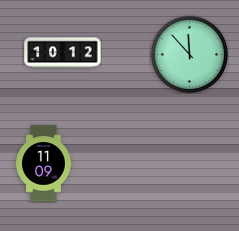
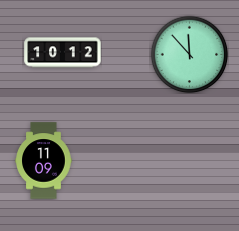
clock at (44, 164) position: (44, 164) -> (44, 161)
